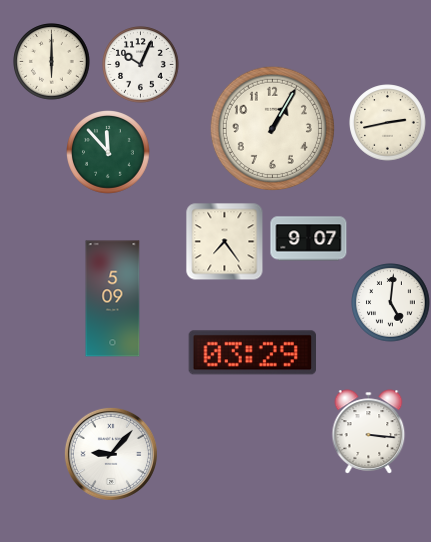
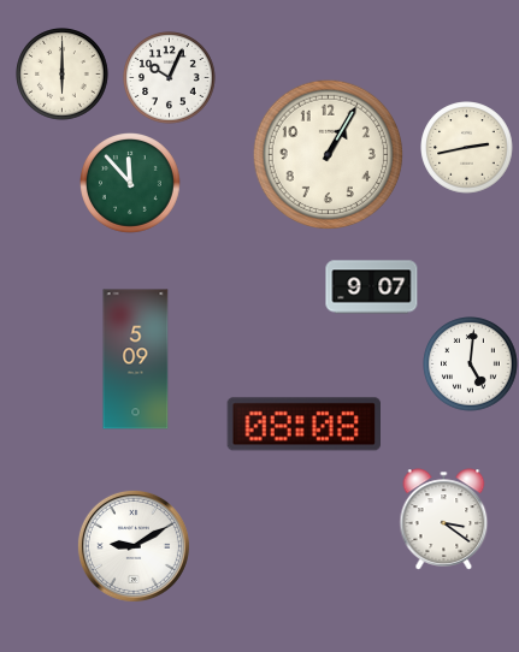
clock at (225, 242): 7:24 -> none
clock at (252, 353): 03:29 -> 08:08
clock at (369, 432): 3:16 -> 3:21
clock at (111, 454): 9:07 -> 9:10
